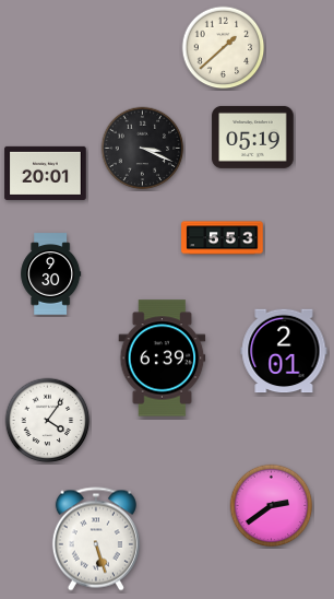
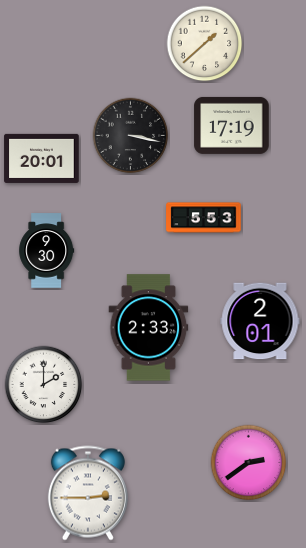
clock at (253, 137): 05:19 -> 17:19
clock at (143, 149): 3:19 -> 3:17
clock at (163, 359): 6:39 -> 2:33
clock at (48, 421): 4:06 -> 2:00
clock at (96, 539): 5:27 -> 2:45
